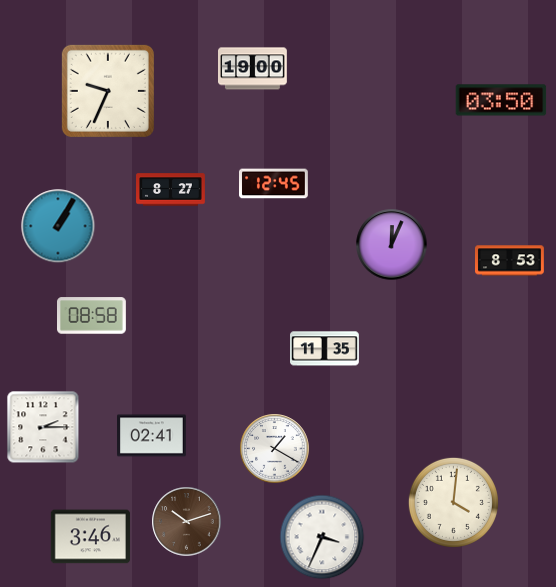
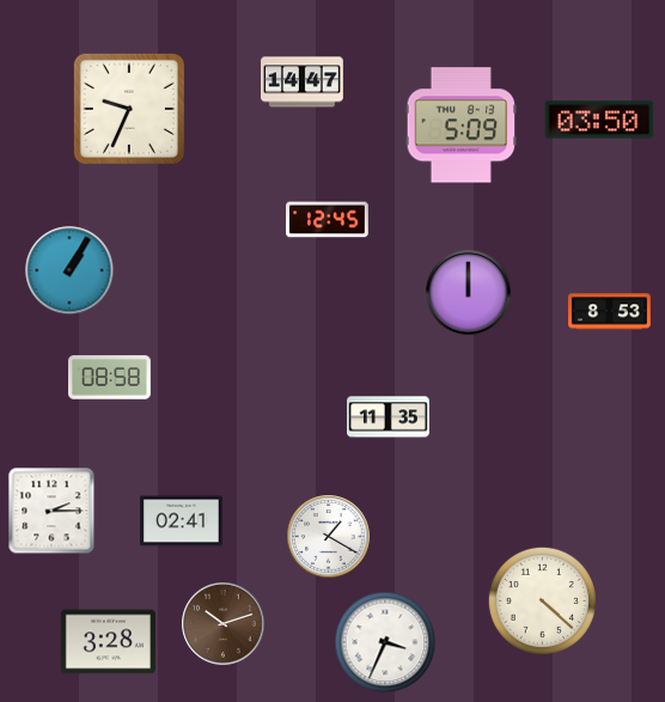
clock at (253, 69): 19:00 -> 14:47
clock at (462, 126): none -> 5:09
clock at (171, 190): 8:27 -> none
clock at (392, 245): 12:04 -> 12:00
clock at (453, 502): 4:01 -> 4:22
clock at (90, 537): 3:46 -> 3:28
